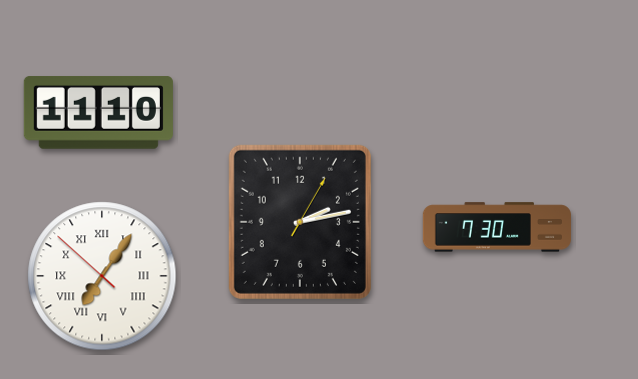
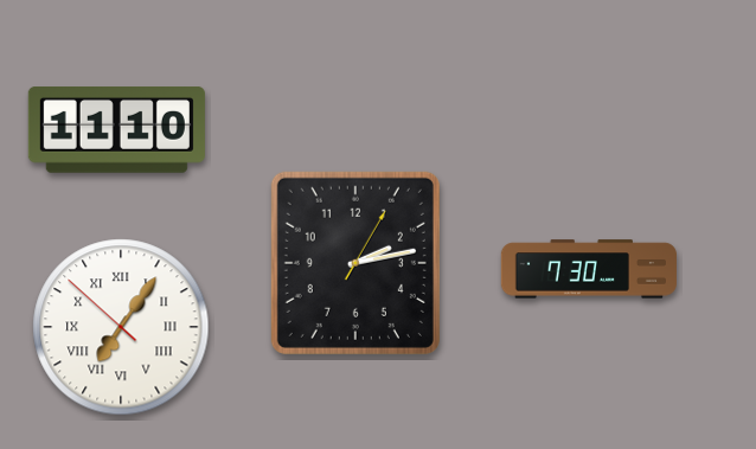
clock at (98, 113) position: (98, 113) -> (116, 130)
